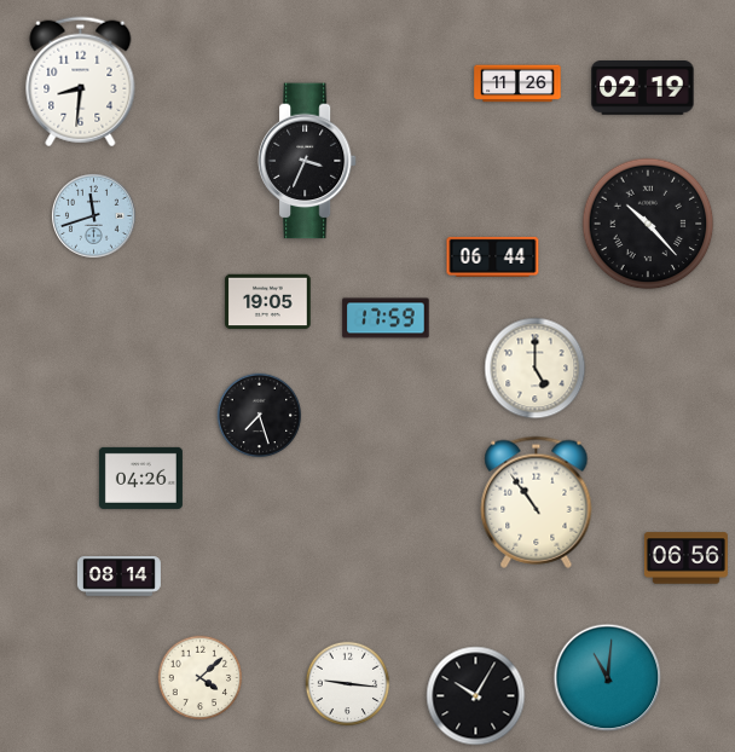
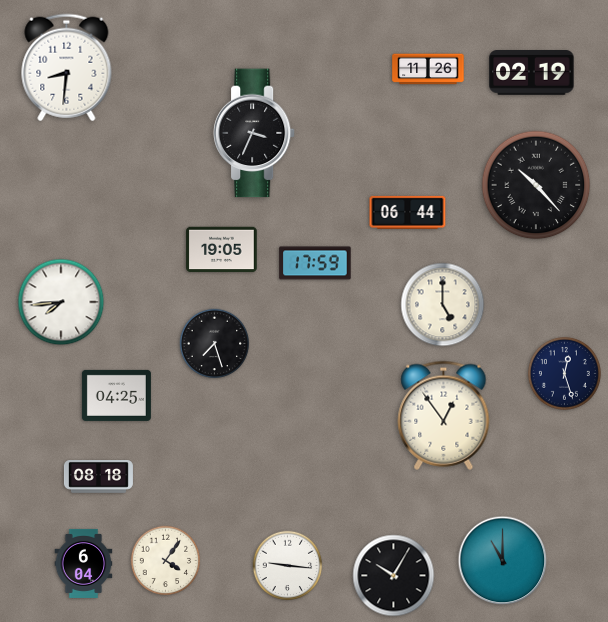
clock at (94, 216): 11:42 -> none
clock at (386, 318) position: (386, 318) -> (315, 263)
clock at (61, 302): none -> 7:44
clock at (564, 373): none -> 12:27
clock at (140, 478): 04:26 -> 04:25
clock at (537, 502): 10:54 -> 12:54
clock at (685, 559): 06:56 -> none
clock at (118, 577): 08:14 -> 08:18
clock at (201, 678): 4:08 -> 4:06
clock at (608, 678): 11:01 -> 11:00
clock at (84, 563): none -> 6:04
